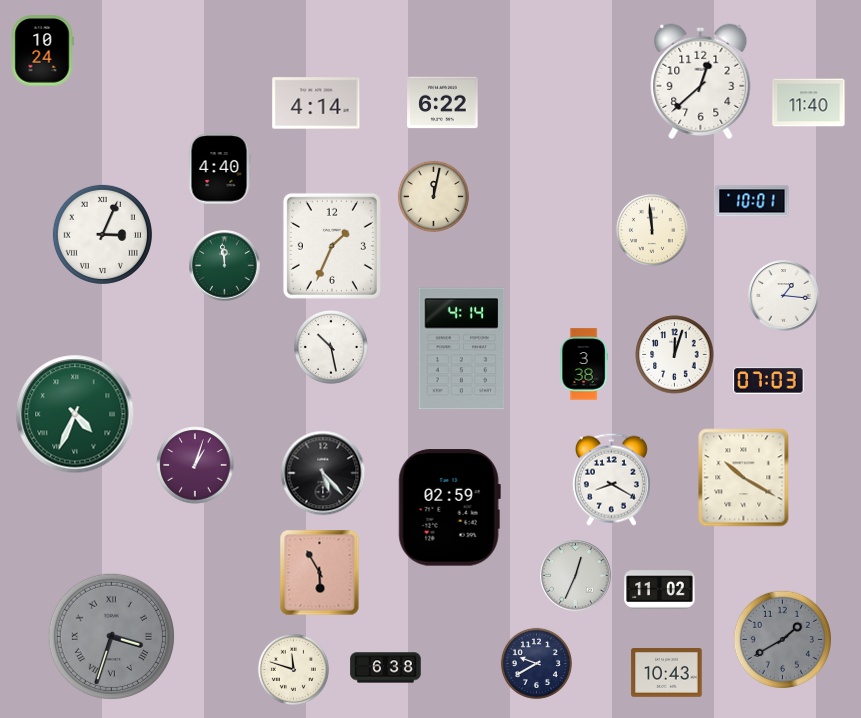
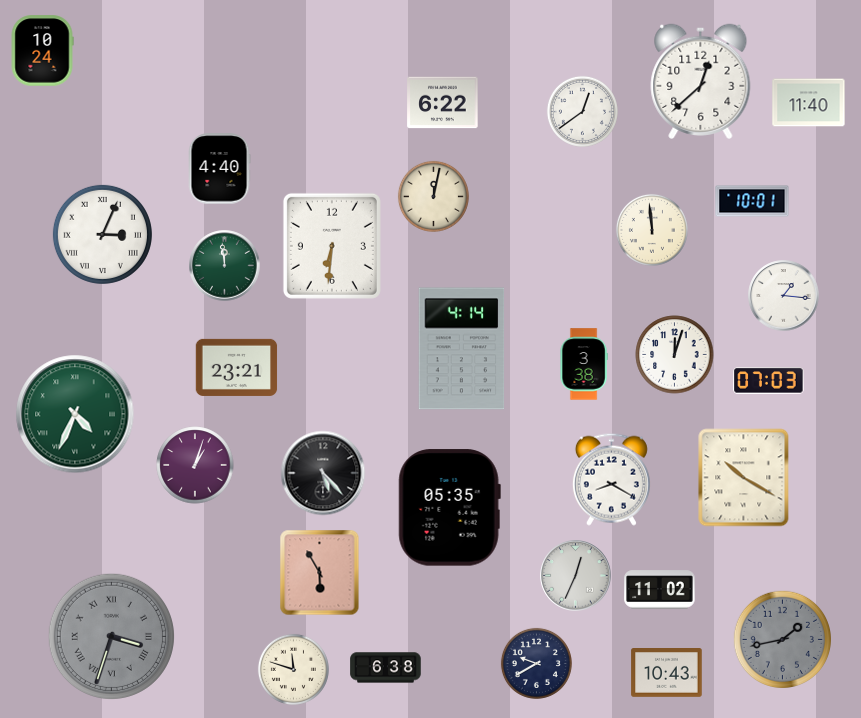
clock at (316, 103): 4:14 -> none
clock at (582, 111): none -> 12:39
clock at (332, 246): 1:34 -> 6:31
clock at (332, 348): 10:28 -> none
clock at (237, 367): none -> 23:21
clock at (449, 508): 02:59 -> 05:35
clock at (782, 639): 1:40 -> 1:43
